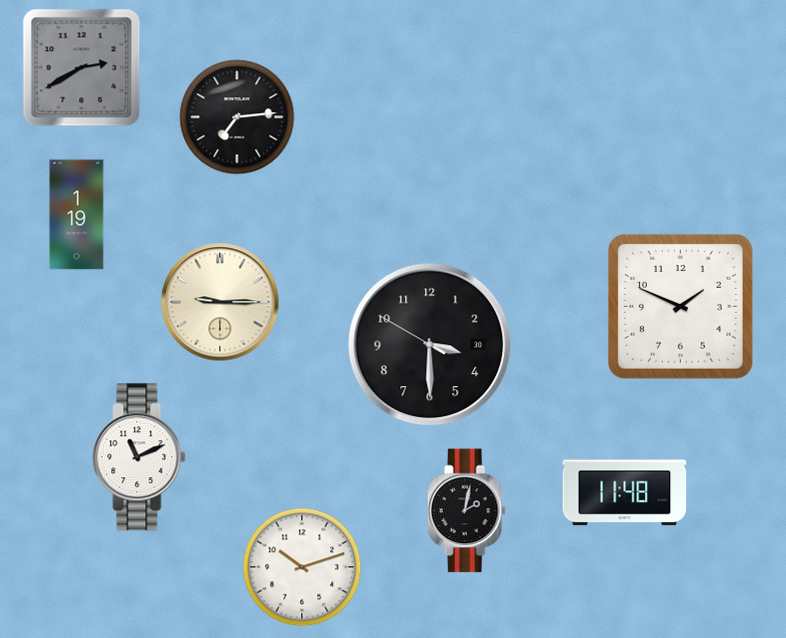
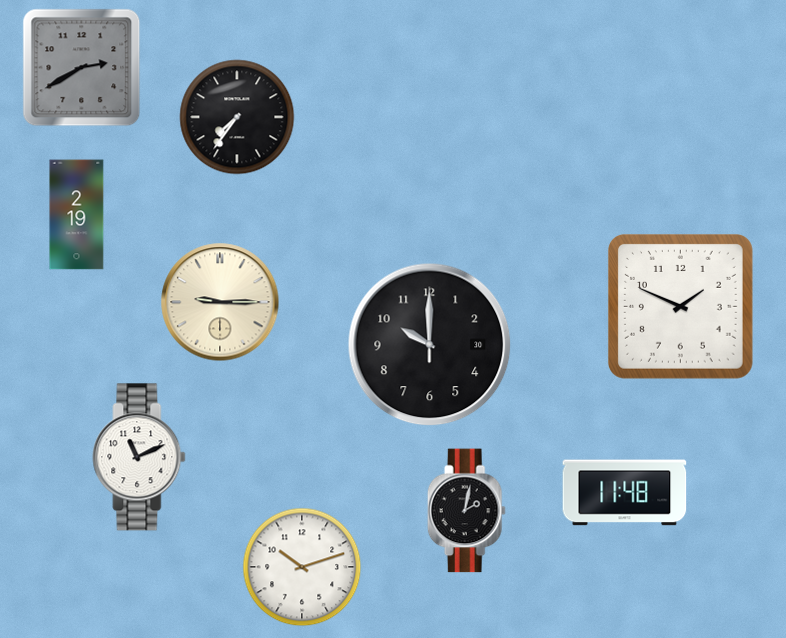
clock at (237, 117): 7:14 -> 7:36
clock at (77, 215): 1:19 -> 2:19
clock at (430, 345): 3:29 -> 10:00
